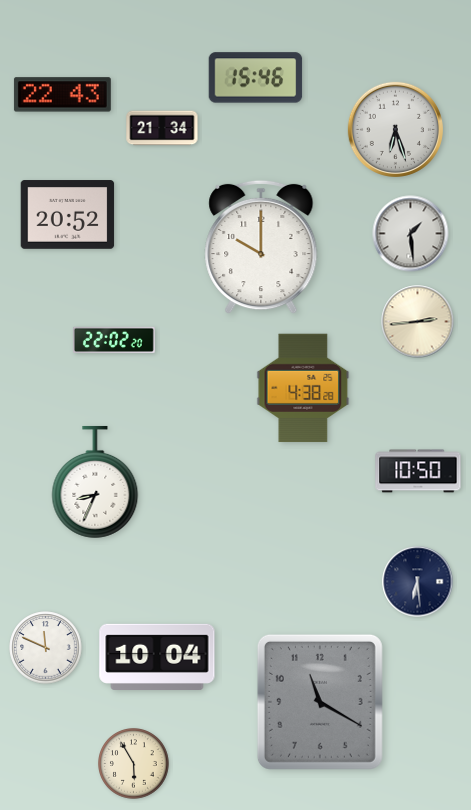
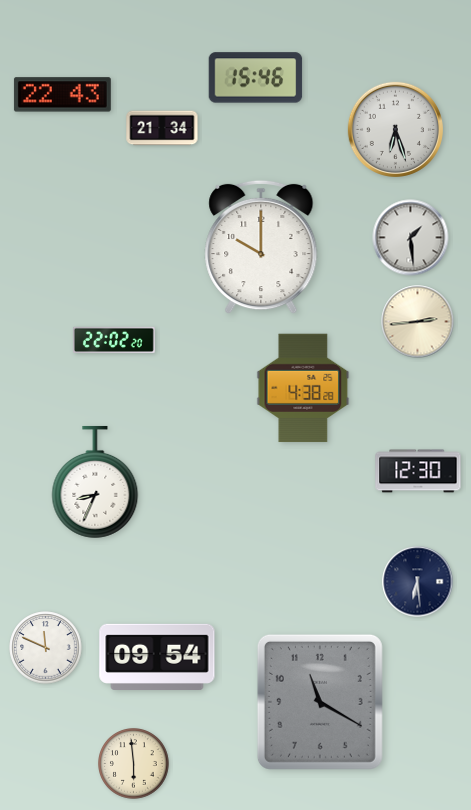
clock at (68, 215): 20:52 -> none
clock at (411, 234) position: (411, 234) -> (411, 238)
clock at (418, 471): 10:50 -> 12:30
clock at (157, 656): 10:04 -> 09:54
clock at (134, 764): 5:55 -> 5:59
